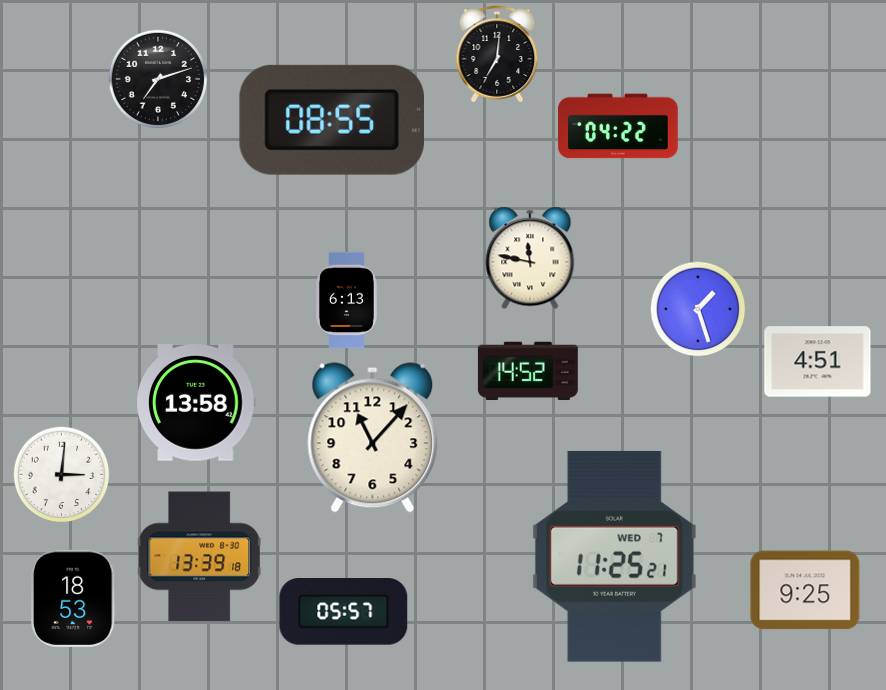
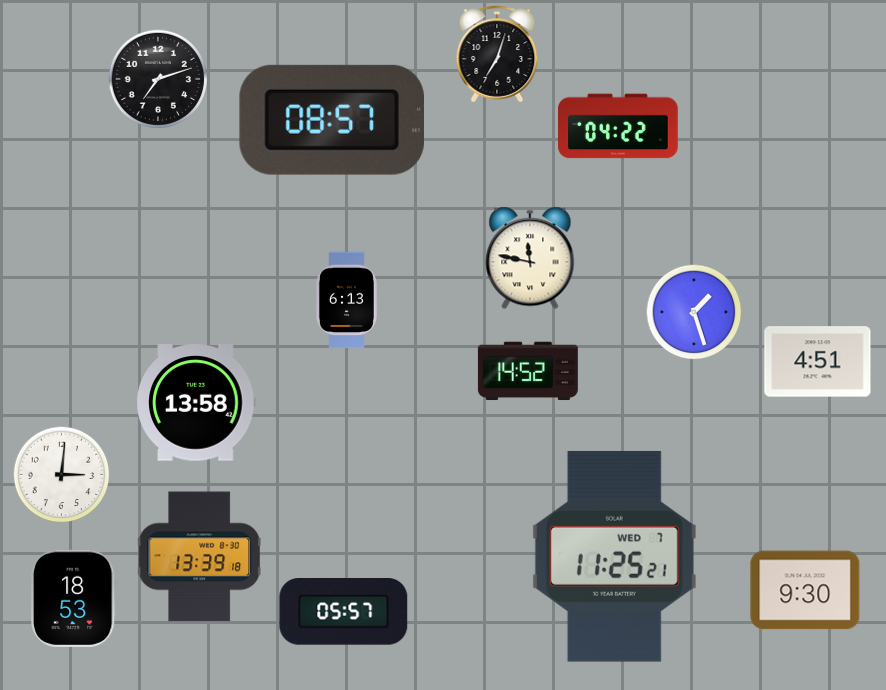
clock at (497, 54): 7:01 -> 7:03
clock at (332, 120): 08:55 -> 08:57
clock at (698, 309) position: (698, 309) -> (694, 312)
clock at (373, 438): 11:07 -> none
clock at (805, 590): 9:25 -> 9:30
